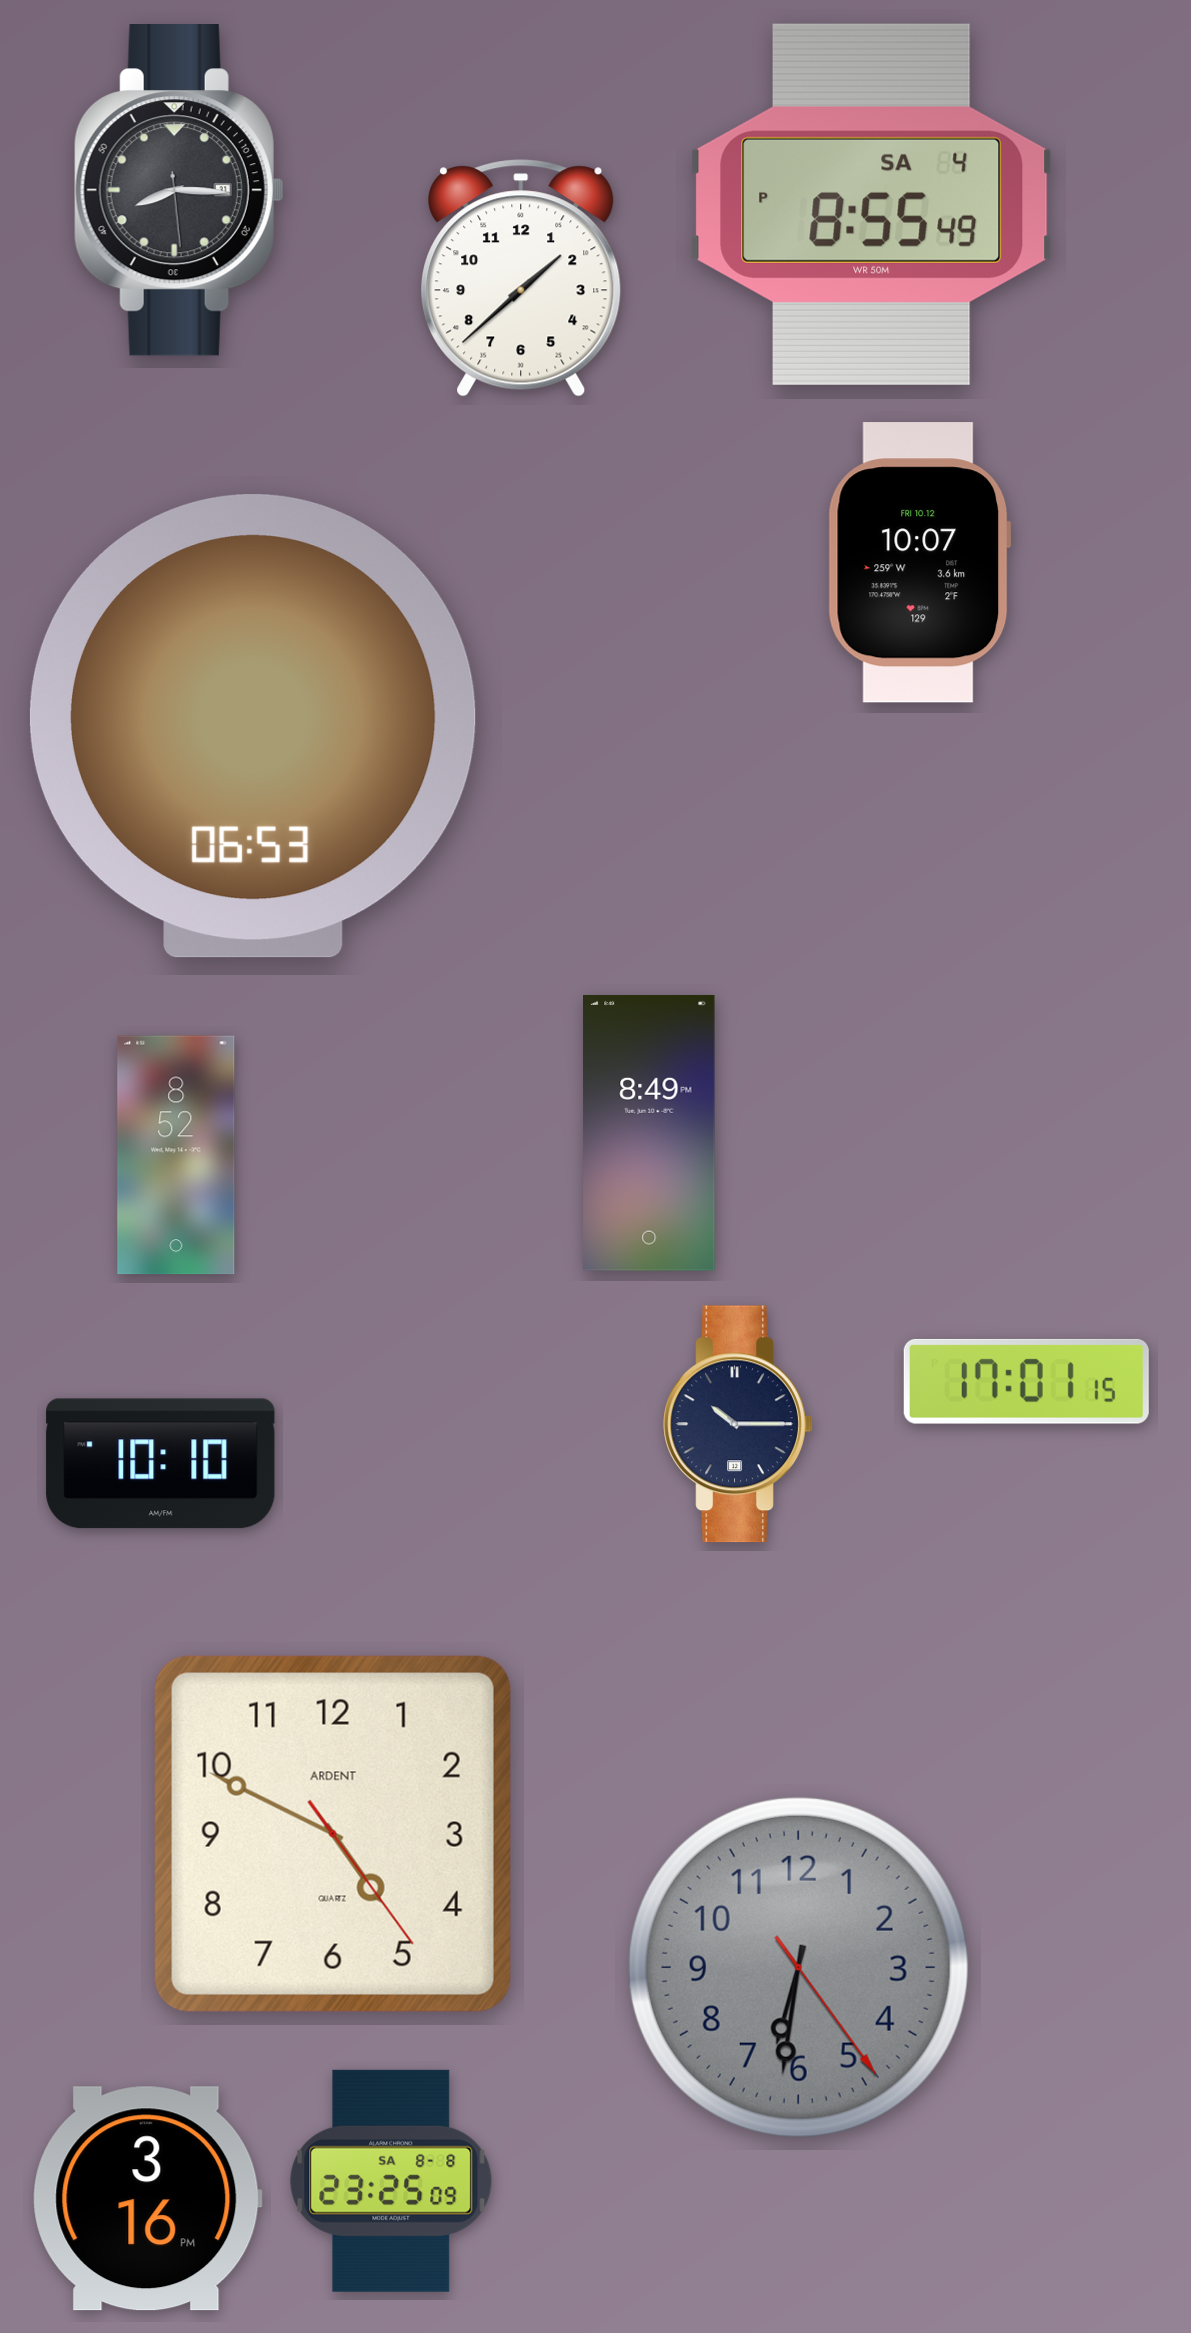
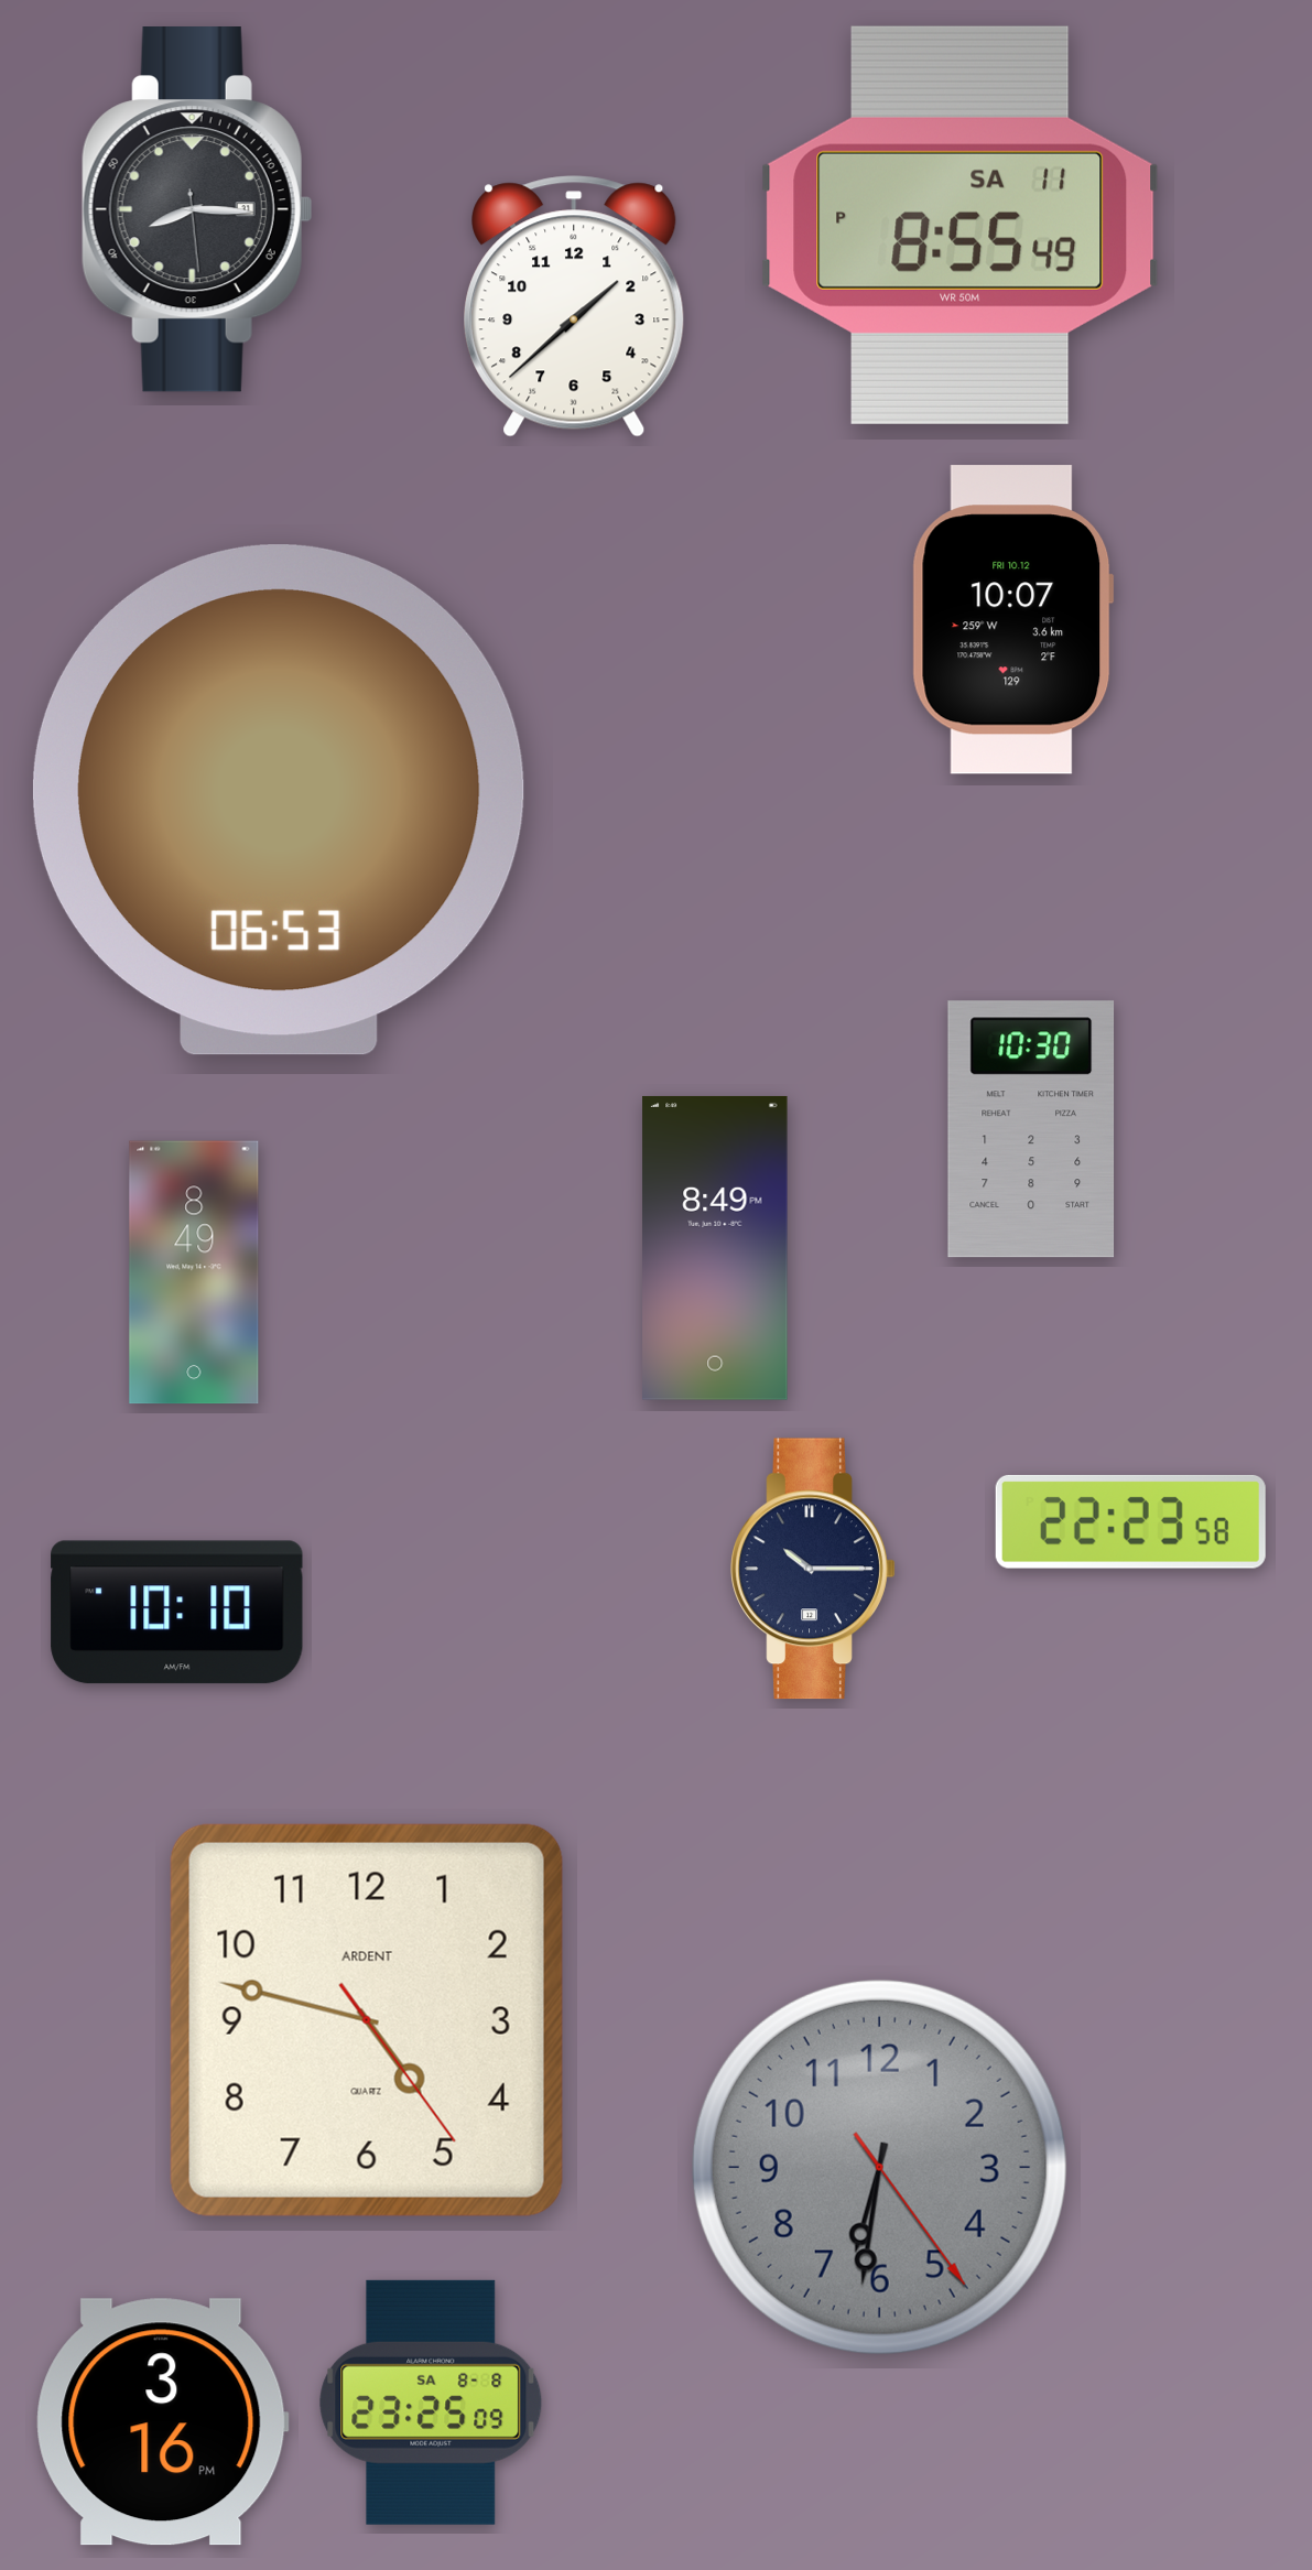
clock at (872, 204) date: SA 4 -> SA 11
clock at (1031, 1129): none -> 10:30
clock at (176, 1155): 8:52 -> 8:49
clock at (1026, 1381): 17:01 -> 22:23
clock at (333, 1834): 4:49 -> 4:47
